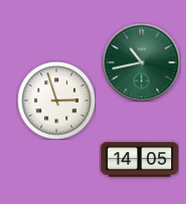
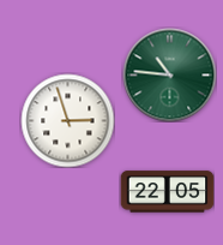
clock at (141, 62): 10:43 -> 10:46
clock at (139, 160): 14:05 -> 22:05
